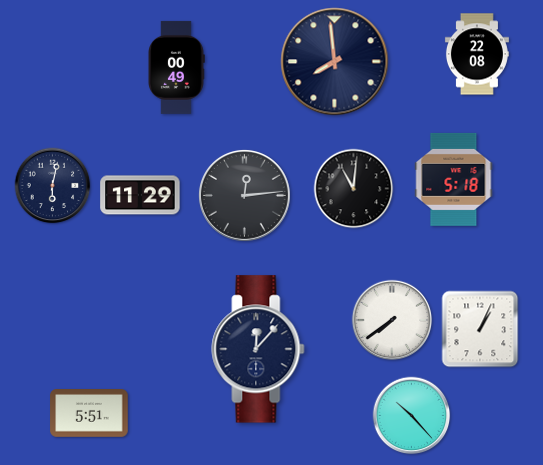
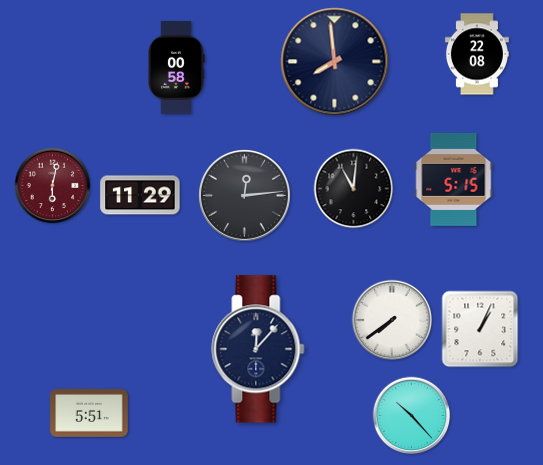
clock at (176, 67): 00:49 -> 00:58
clock at (454, 179): 5:18 -> 5:15
clock at (53, 186) dial: navy -> burgundy
